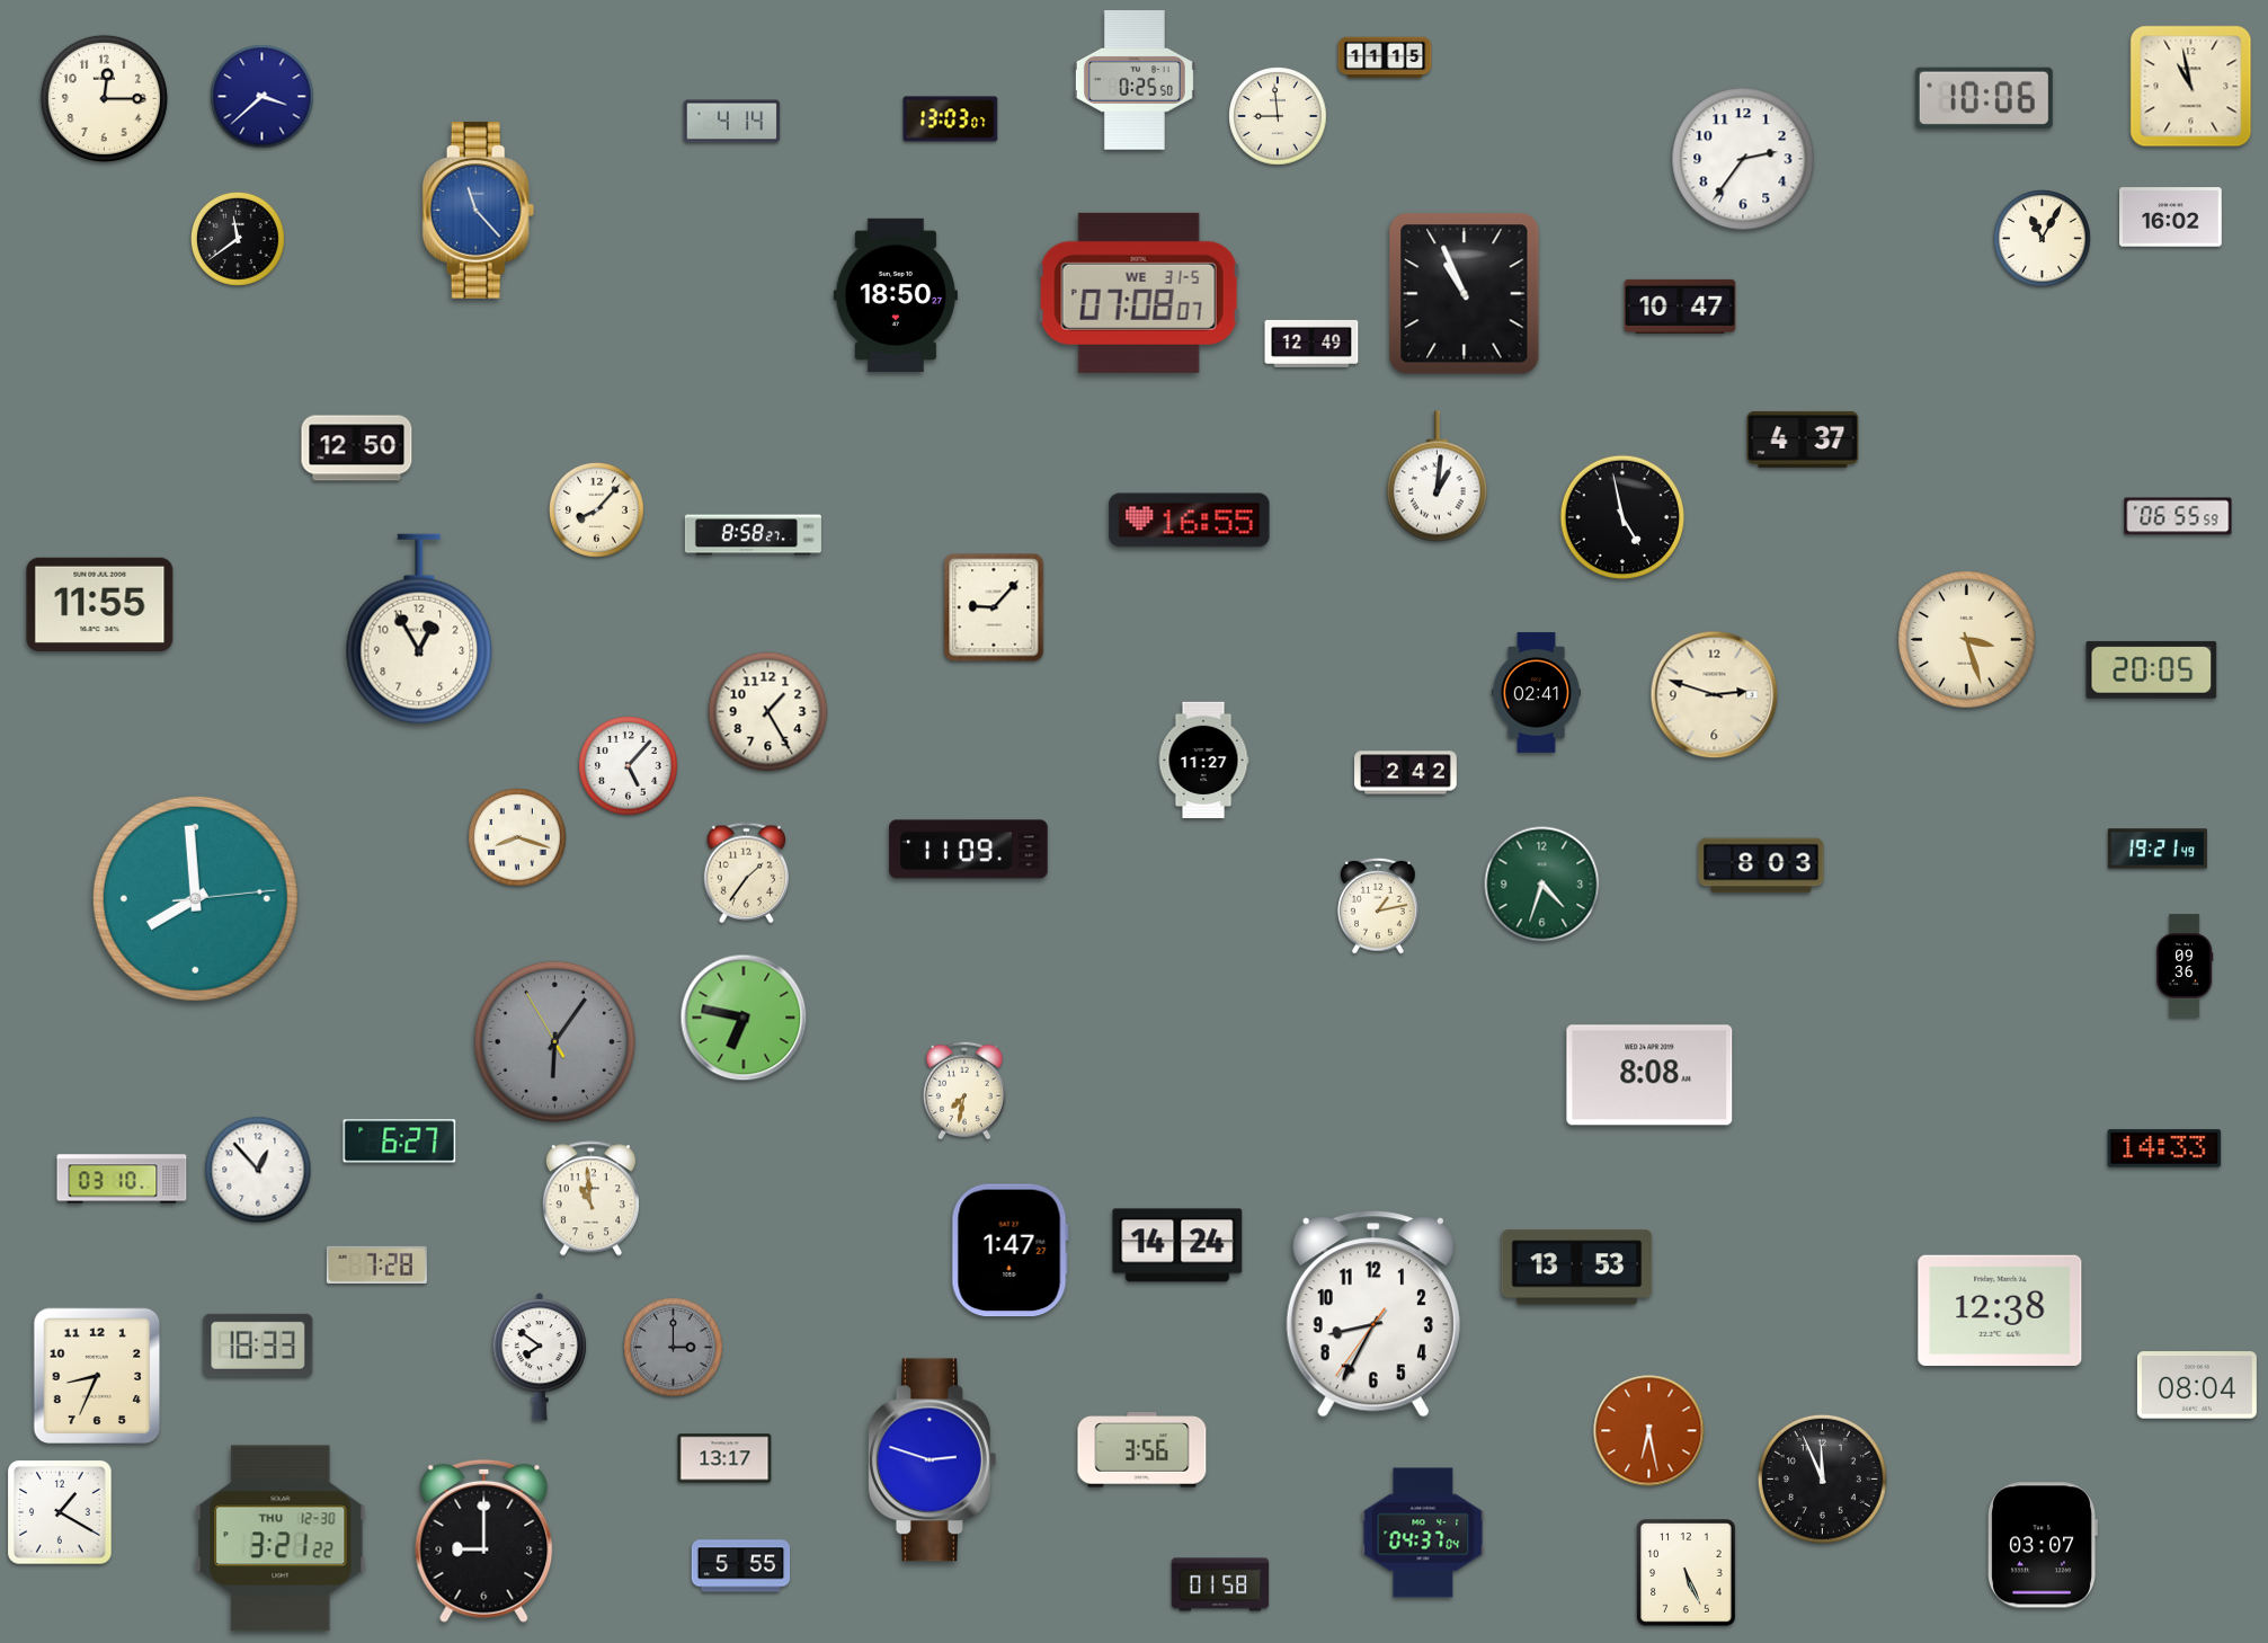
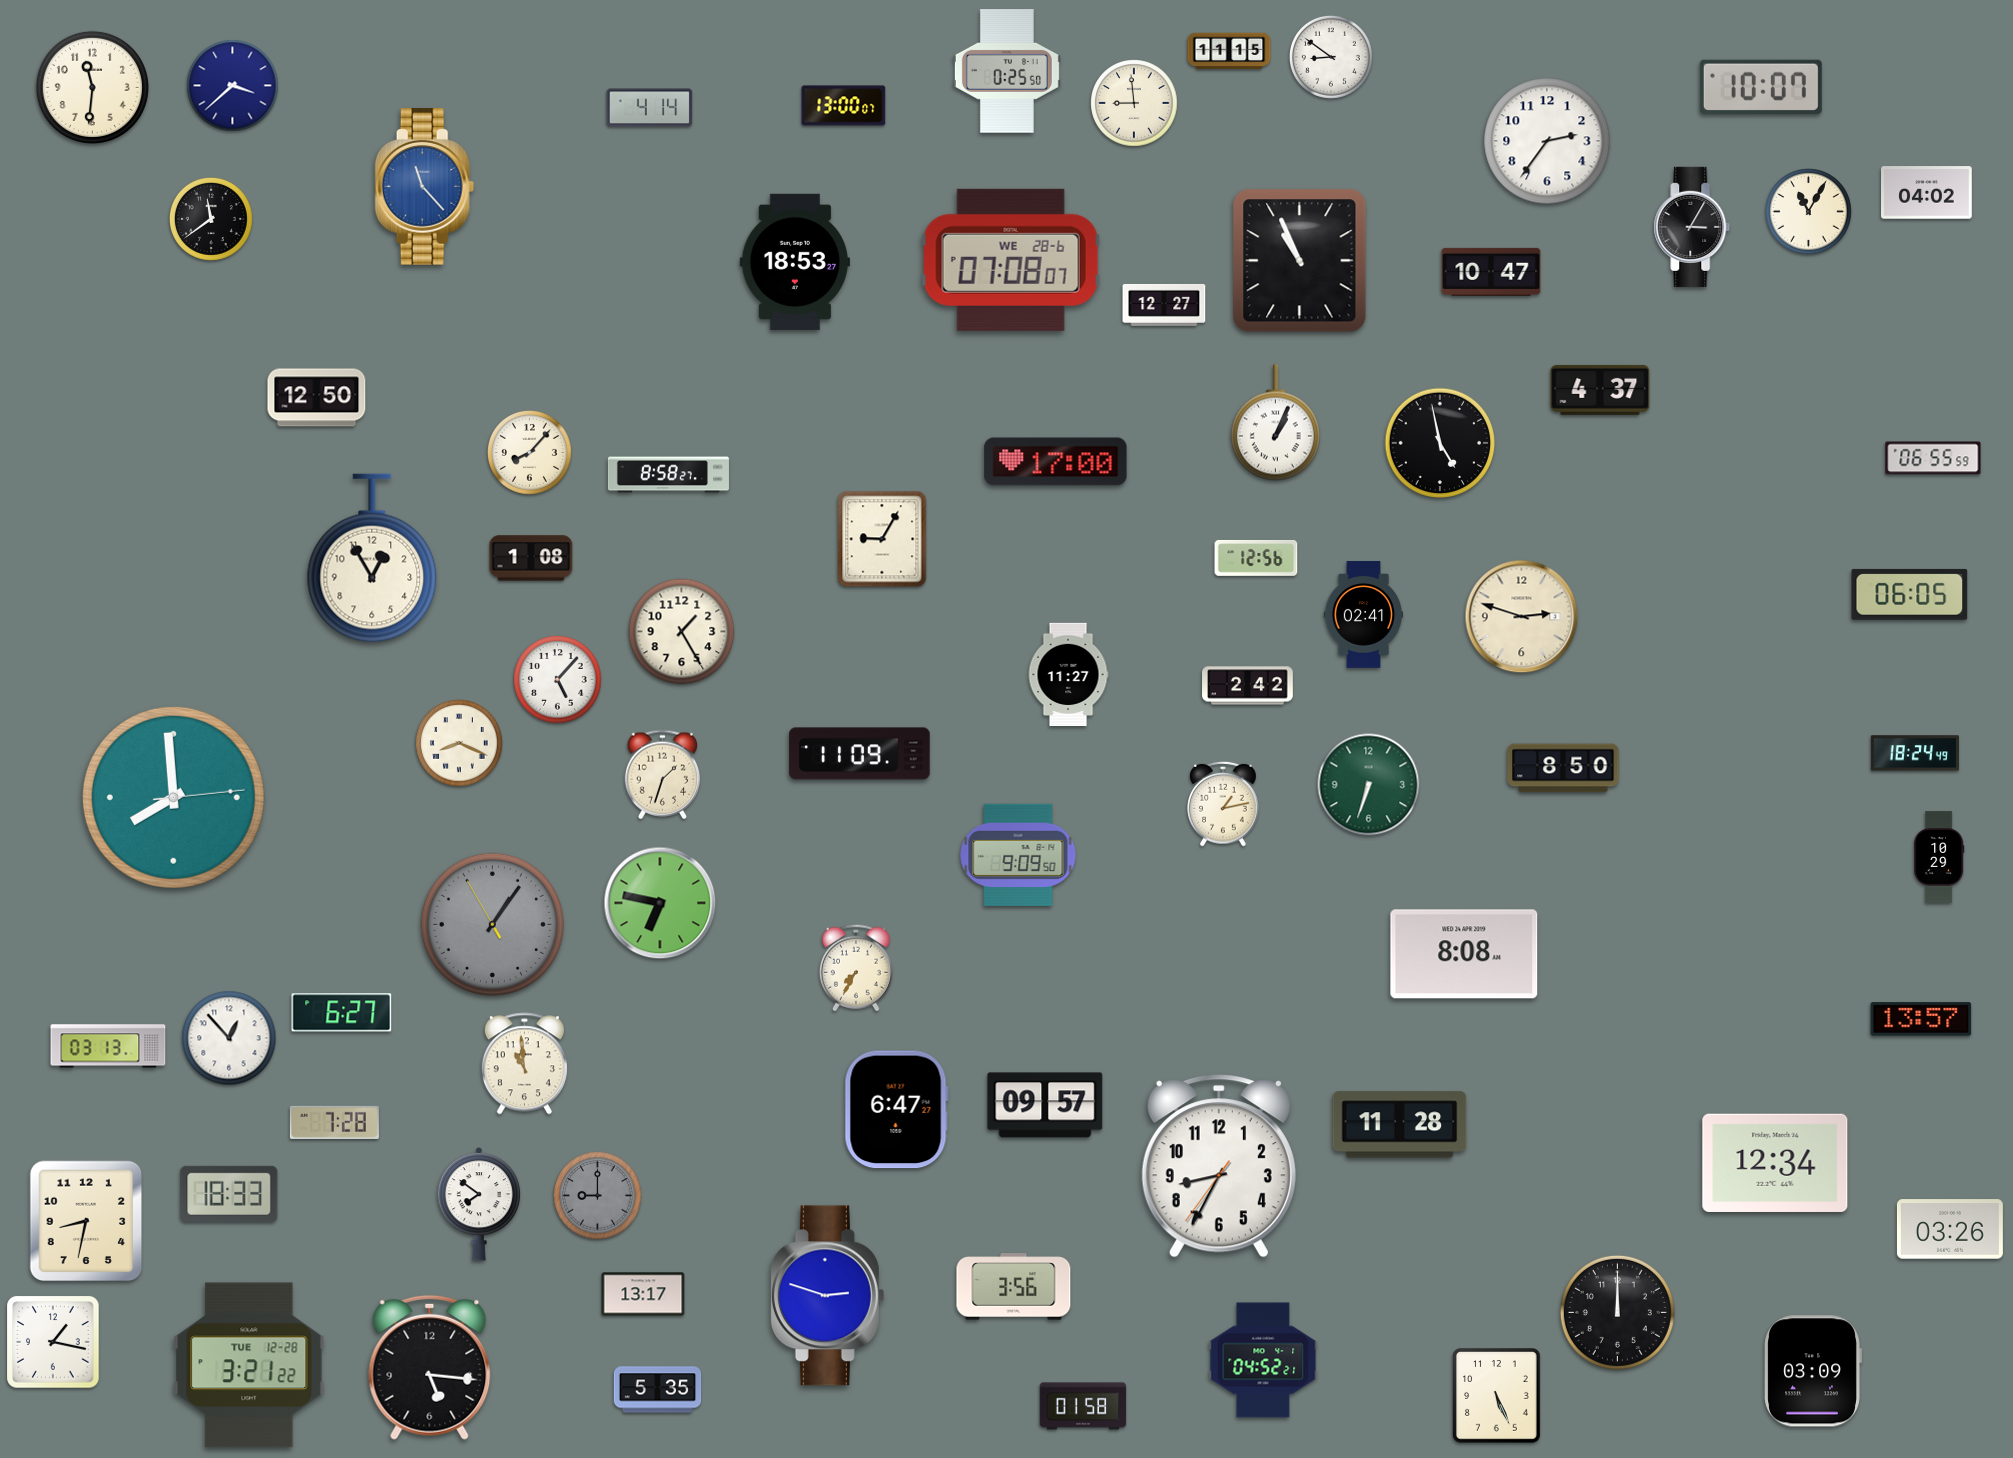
clock at (1331, 57): none -> 8:51
clock at (2191, 87): 10:58 -> none
clock at (104, 98): 12:15 -> 11:31
clock at (1984, 98): 10:06 -> 10:07
clock at (951, 119): 13:03 -> 13:00
clock at (2171, 217): 16:02 -> 04:02
clock at (238, 239) position: (238, 239) -> (211, 219)
clock at (2043, 239) position: (2043, 239) -> (1809, 212)
clock at (1692, 227): none -> 3:05
clock at (1139, 293) date: WE 31-5 -> WE 28-6
clock at (896, 295): 18:50 -> 18:53
clock at (1311, 344): 12:49 -> 12:27
clock at (1437, 477): 1:01 -> 1:04
clock at (1622, 517) position: (1622, 517) -> (1440, 443)
clock at (1190, 521): 16:55 -> 17:00
clock at (100, 604): 11:55 -> none
clock at (994, 607): 9:07 -> 9:05
clock at (531, 558): none -> 1:08
clock at (1256, 558): none -> 12:56
clock at (1967, 640): 3:27 -> none
clock at (2152, 669): 20:05 -> 06:05
clock at (517, 837): 8:18 -> 8:19
clock at (2158, 849): 19:21 -> 18:24
clock at (1761, 865): 8:03 -> 8:50
clock at (746, 873): 1:36 -> 1:33
clock at (1542, 885): 4:33 -> 6:33
clock at (1018, 855): none -> 9:09
clock at (2185, 966): 09:36 -> 10:29
clock at (554, 1041): 6:05 -> 1:05
clock at (964, 1091): 7:32 -> 7:35
clock at (400, 1142) position: (400, 1142) -> (342, 1013)
clock at (2164, 1148): 14:33 -> 13:57
clock at (122, 1179): 03:10 -> 03:13
clock at (1177, 1245): 14:24 -> 09:57
clock at (1010, 1251): 1:47 -> 6:47
clock at (1577, 1268): 13:53 -> 11:28
clock at (2000, 1311): 12:38 -> 12:34
clock at (674, 1348): 3:00 -> 9:00
clock at (97, 1376): 8:34 -> 8:32
clock at (2197, 1385): 08:04 -> 03:26
clock at (1649, 1431): 6:28 -> none
clock at (1822, 1478): 11:56 -> 12:00
clock at (60, 1512): 1:20 -> 1:17
clock at (1423, 1533): 04:37 -> 04:52
clock at (281, 1538) date: THU 12-30 -> TUE 12-28
clock at (484, 1540): 9:00 -> 5:16
clock at (2043, 1545): 03:07 -> 03:09
clock at (741, 1566): 5:55 -> 5:35
